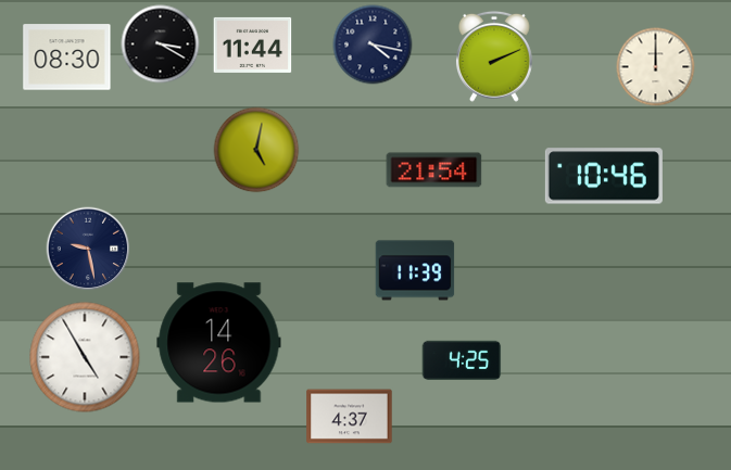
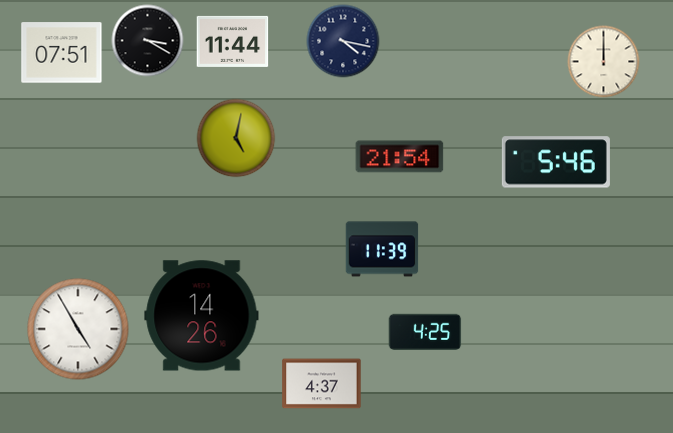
clock at (494, 56): 2:11 -> none
clock at (67, 58): 08:30 -> 07:51
clock at (604, 176): 10:46 -> 5:46
clock at (88, 249): 9:28 -> none
